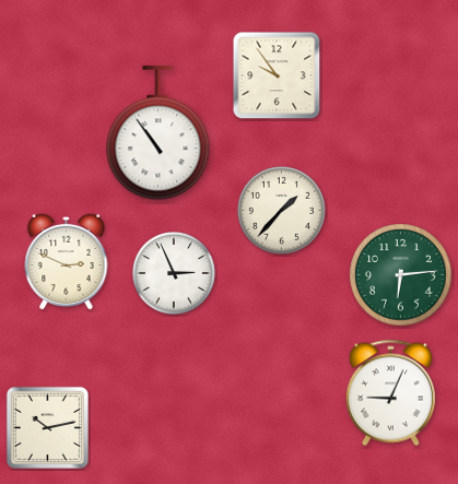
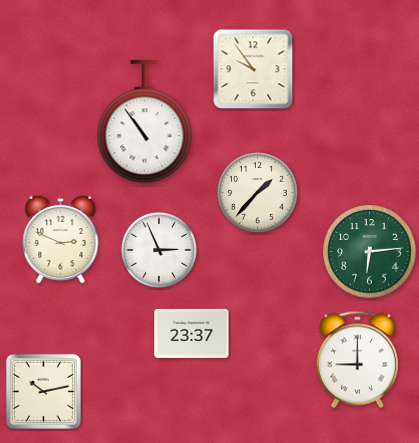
clock at (401, 275) position: (401, 275) -> (370, 252)
clock at (192, 333): none -> 23:37
clock at (390, 393): 9:04 -> 9:00
